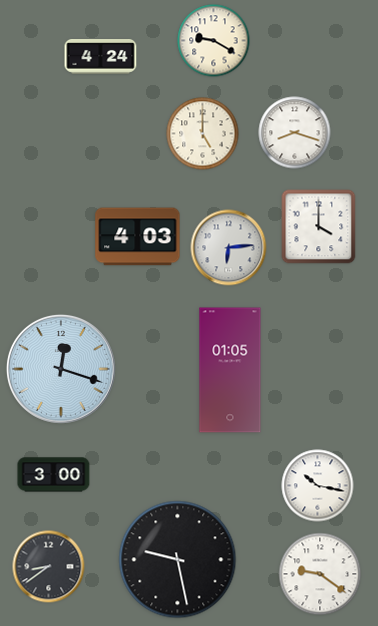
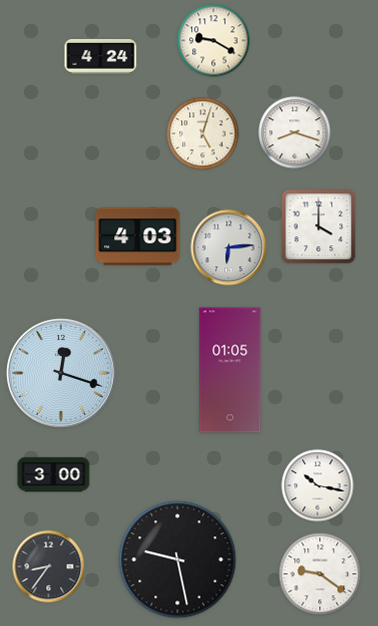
clock at (203, 134): 5:00 -> 5:03
clock at (61, 369) position: (61, 369) -> (61, 373)
clock at (49, 567): 8:39 -> 8:36
